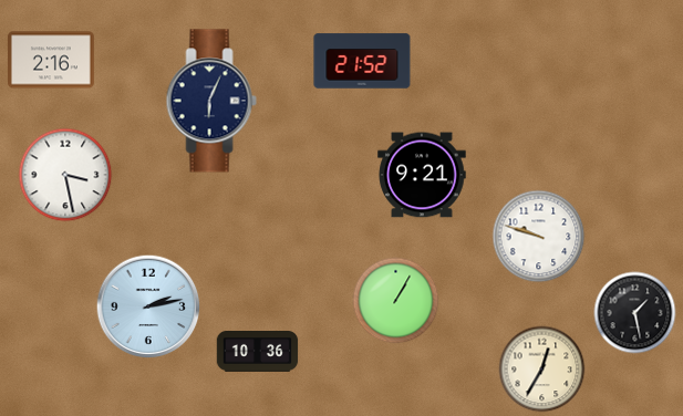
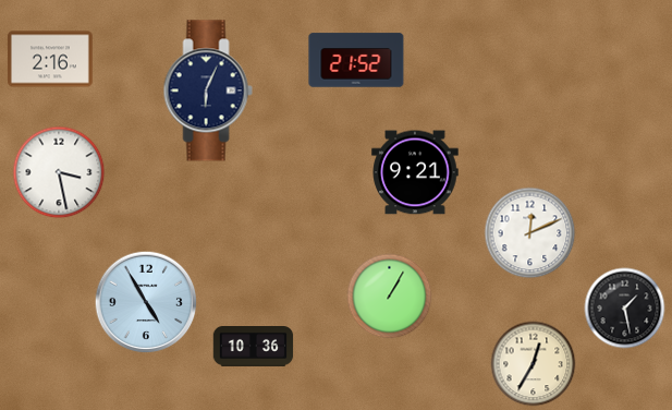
clock at (211, 101) position: (211, 101) -> (208, 91)
clock at (65, 175) position: (65, 175) -> (59, 172)
clock at (539, 237): 9:48 -> 12:11
clock at (148, 306): 2:13 -> 4:55
